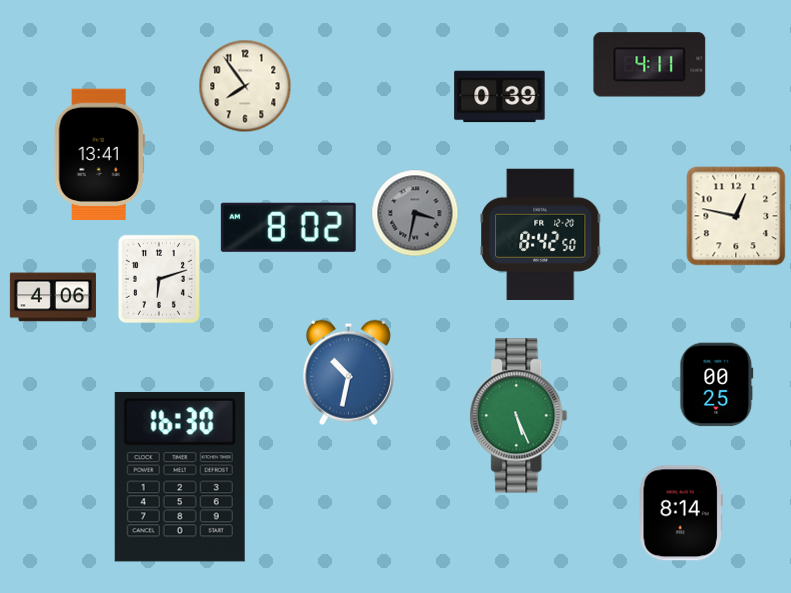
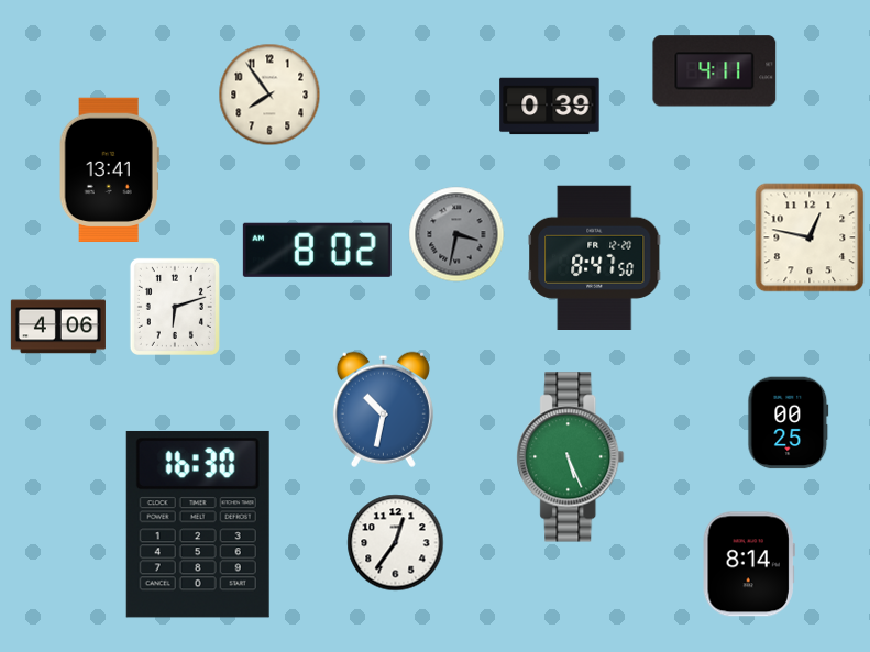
clock at (541, 234): 8:42 -> 8:47
clock at (396, 543): none -> 12:36
